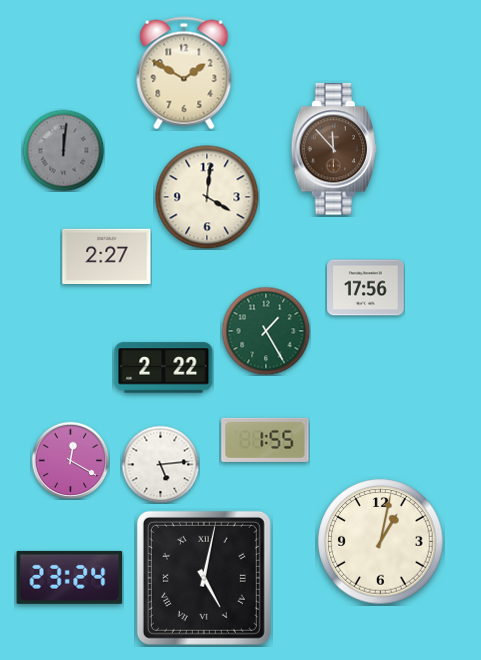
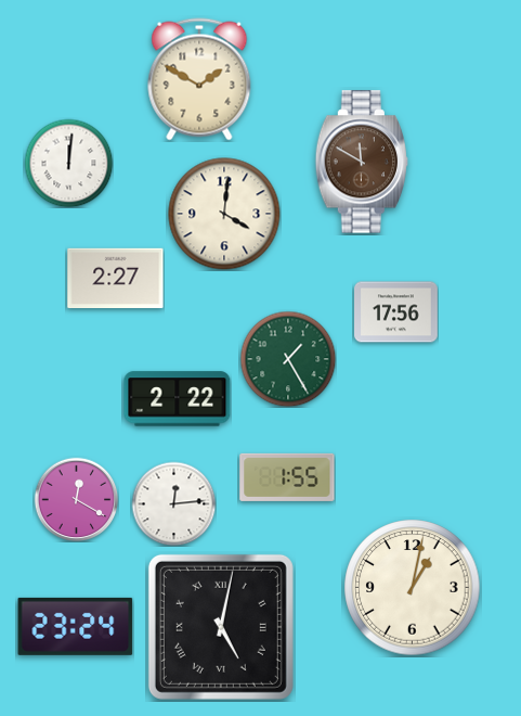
clock at (334, 149): 11:53 -> 11:50
clock at (63, 150) dial: grey -> white
clock at (160, 464): 5:14 -> 12:14
